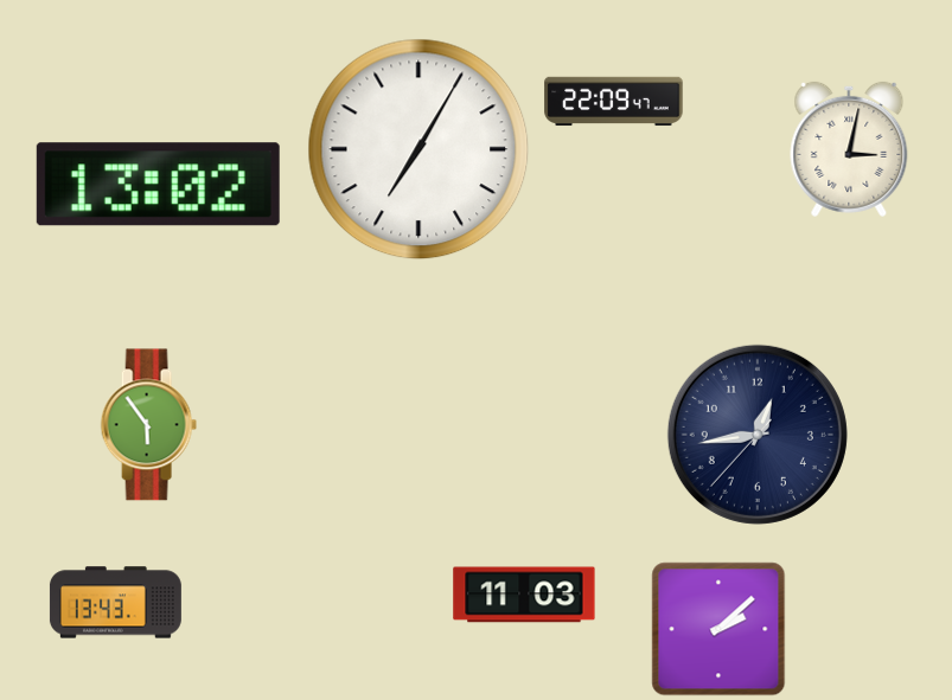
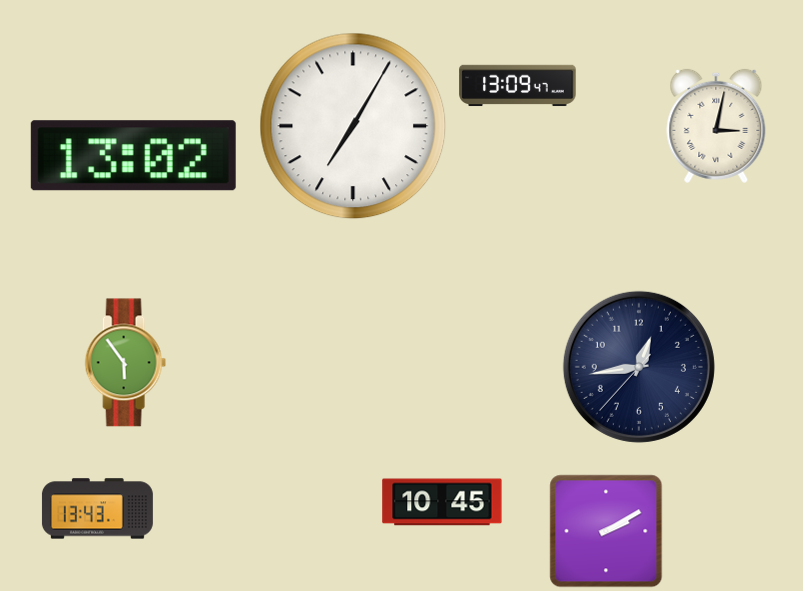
clock at (614, 102): 22:09 -> 13:09
clock at (148, 425) position: (148, 425) -> (125, 363)
clock at (524, 595): 11:03 -> 10:45
clock at (718, 629): 2:08 -> 2:10
